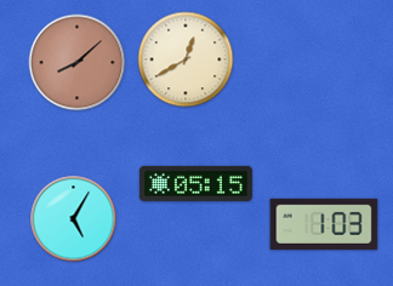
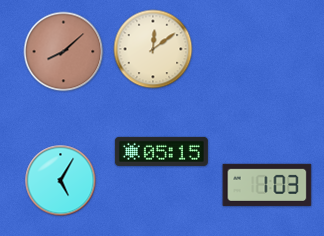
clock at (186, 59): 12:40 -> 12:09
